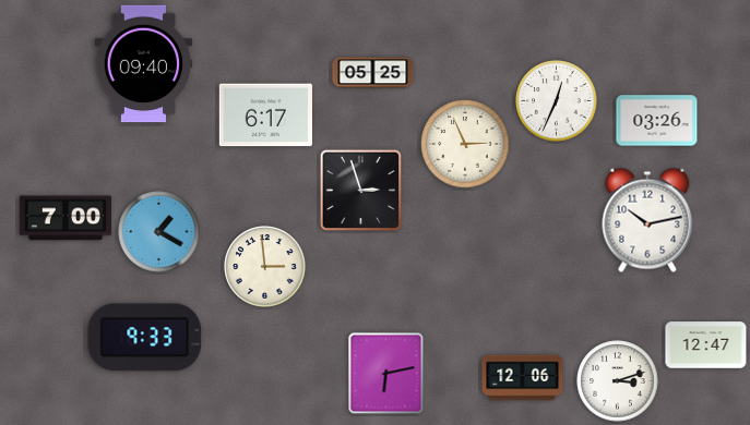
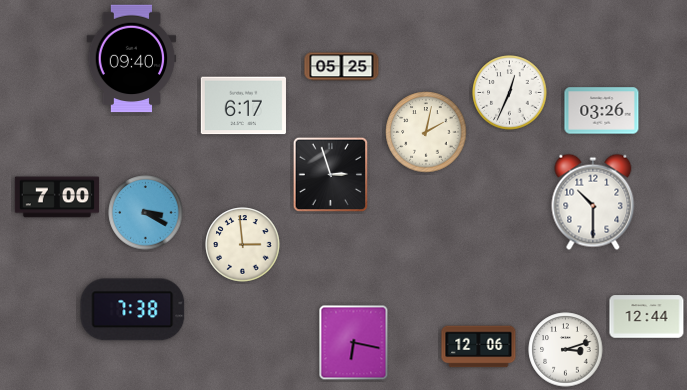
clock at (465, 144): 2:56 -> 2:02
clock at (66, 218) position: (66, 218) -> (57, 197)
clock at (647, 220): 10:13 -> 10:30
clock at (159, 232): 1:20 -> 3:20
clock at (145, 338): 9:33 -> 7:38
clock at (706, 345): 12:47 -> 12:44
clock at (386, 374): 6:13 -> 6:17
